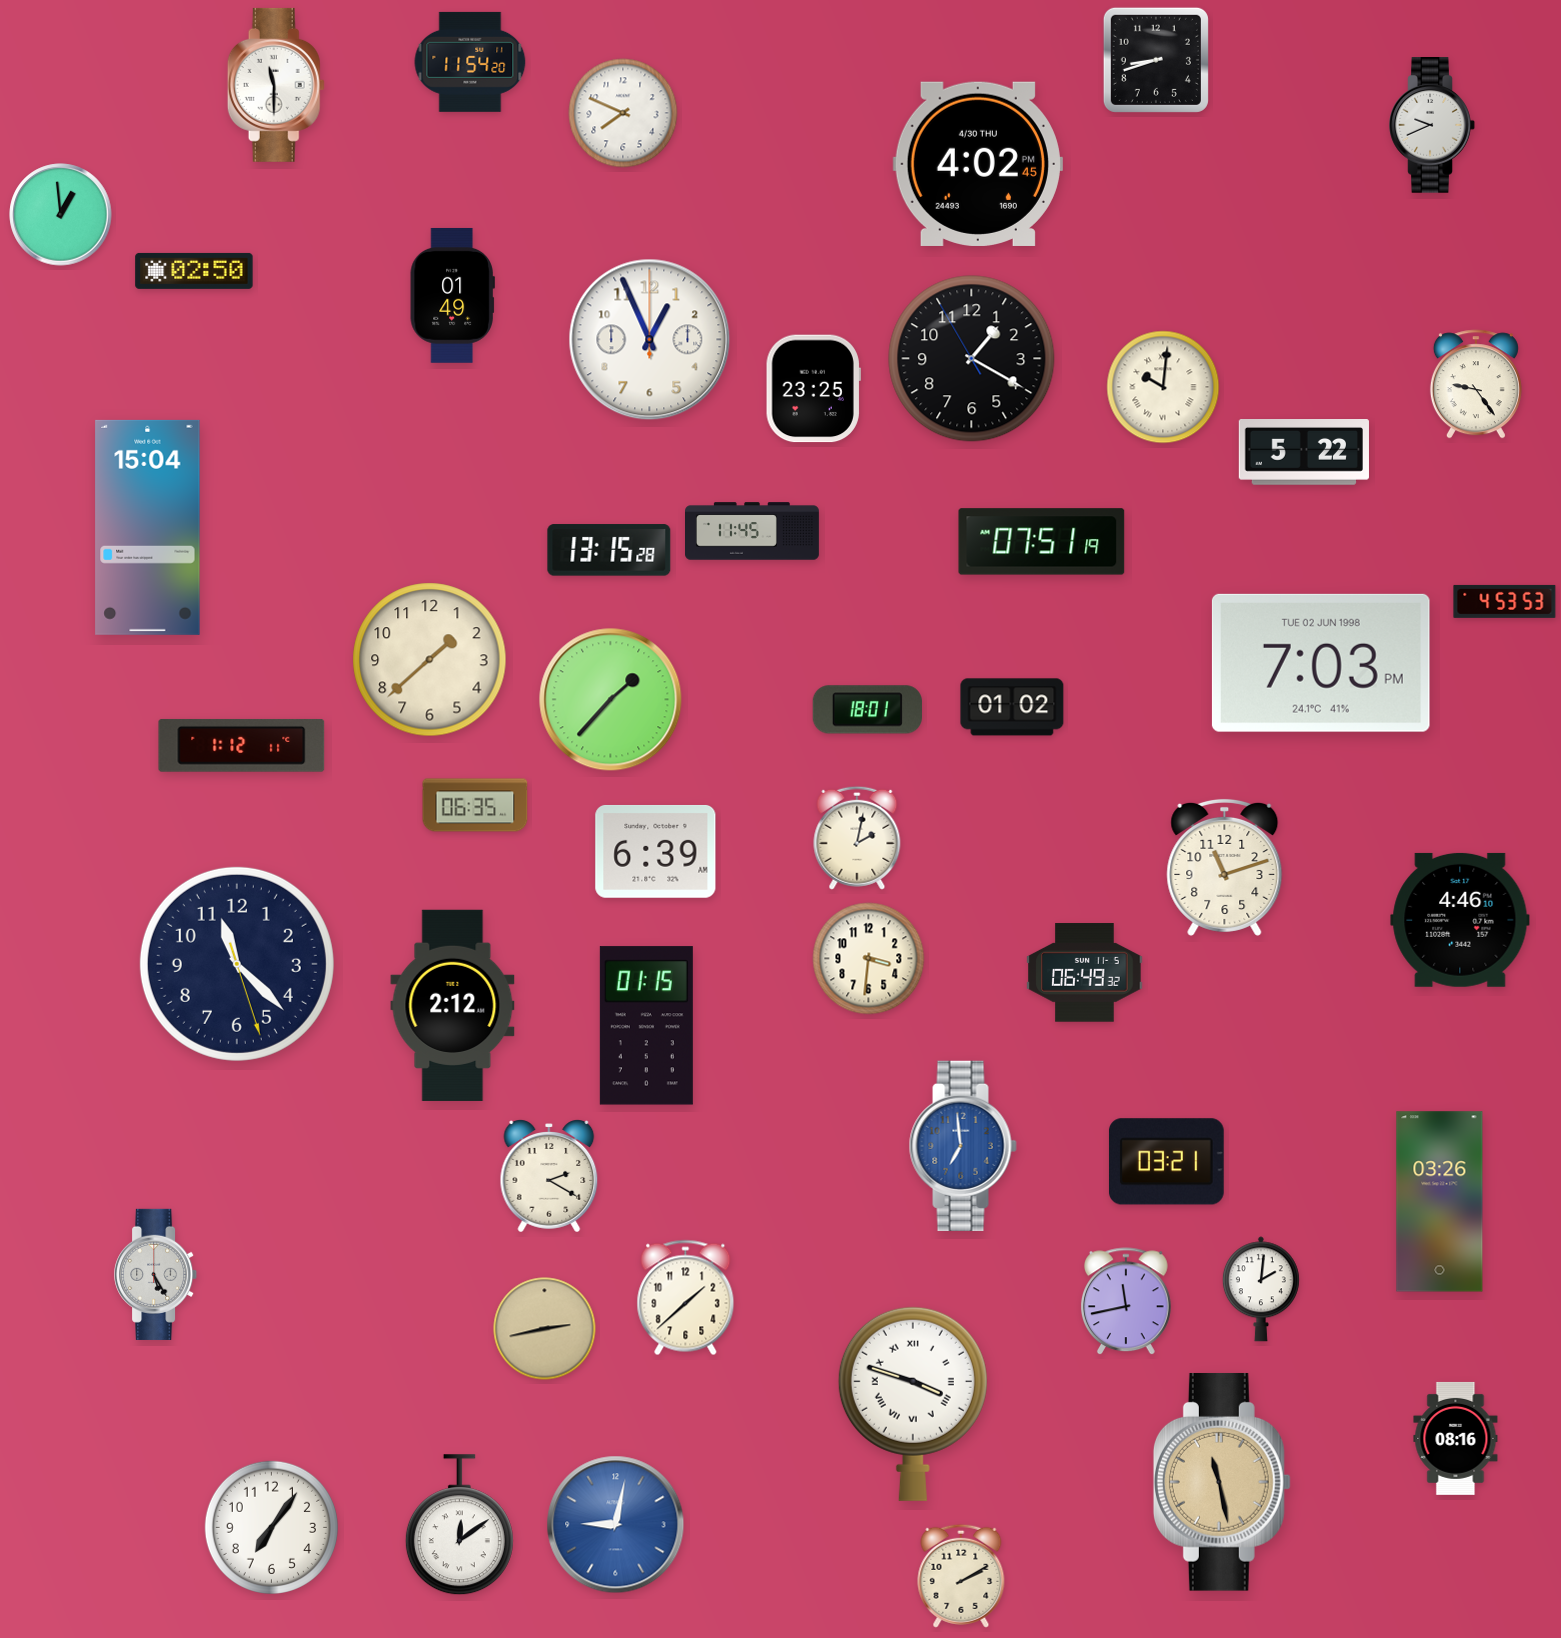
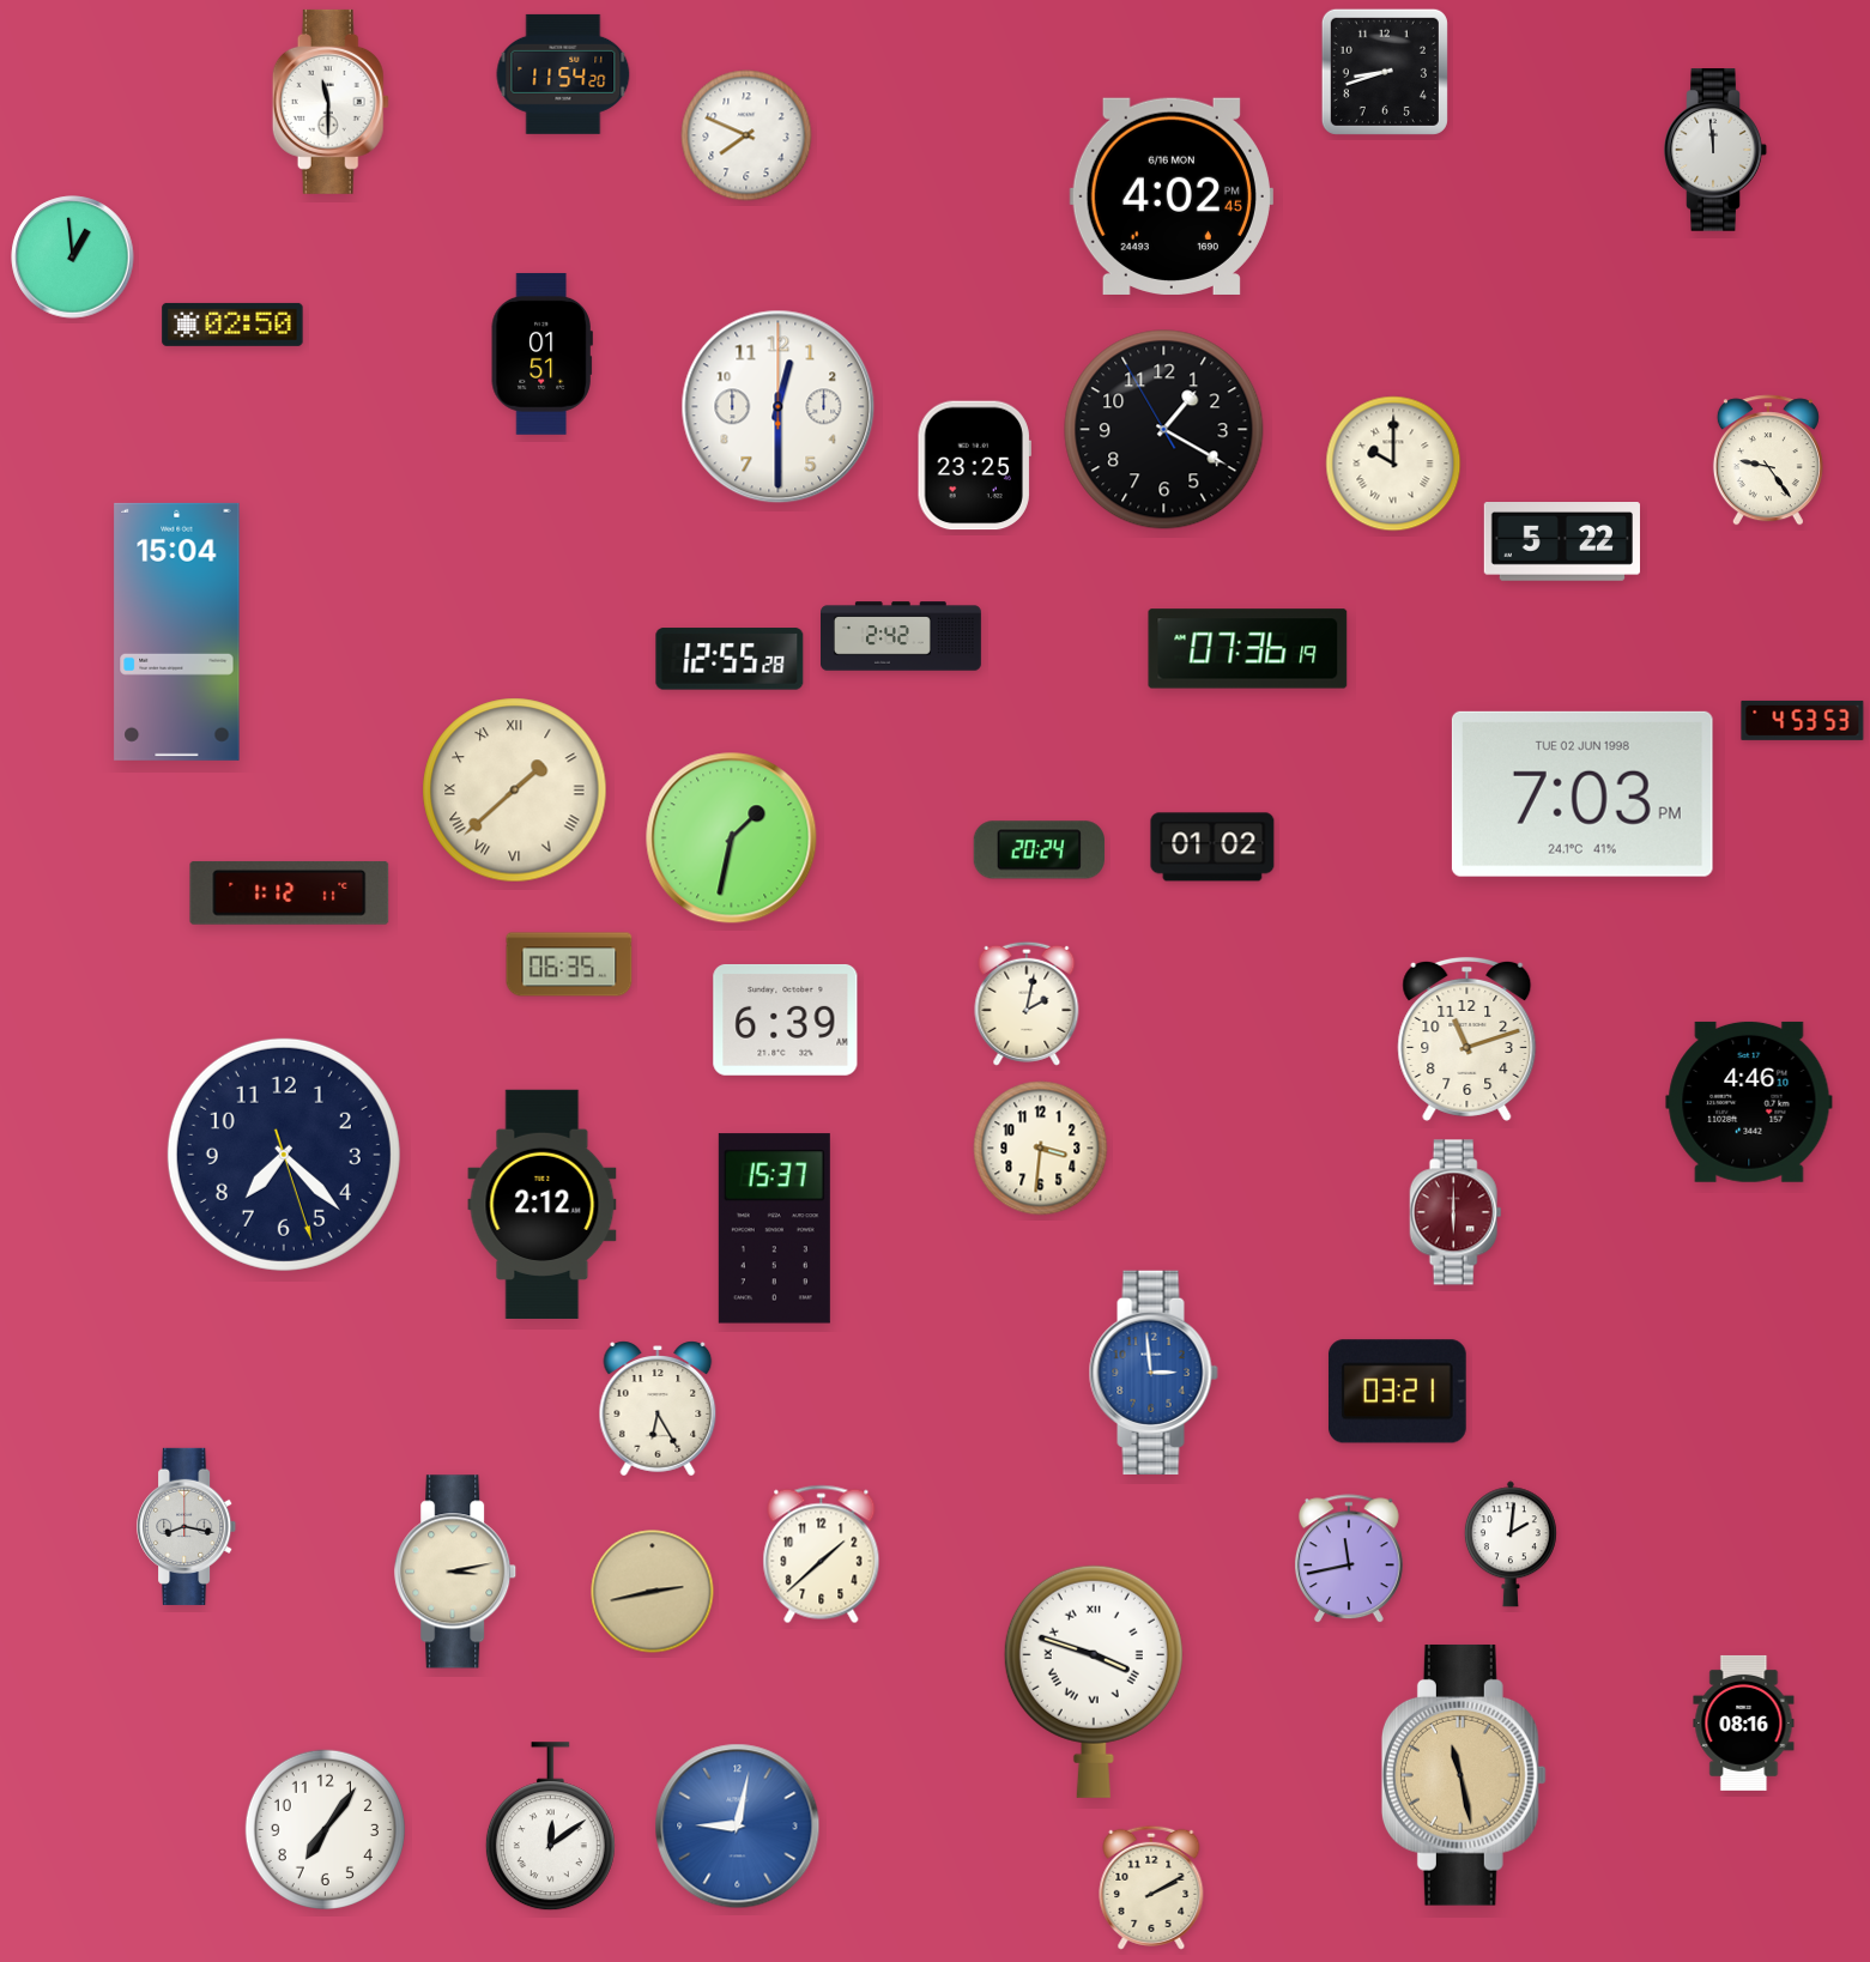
clock at (1432, 125): 9:41 -> 11:59
clock at (978, 164) date: 4/30 THU -> 6/16 MON
clock at (452, 295): 01:49 -> 01:51
clock at (650, 340): 12:56 -> 12:30
clock at (1163, 387): 10:01 -> 10:00
clock at (753, 531): 11:45 -> 2:42
clock at (1042, 542): 07:51 -> 07:36
clock at (609, 550): 13:15 -> 12:55
clock at (430, 660) numerals: Arabic -> Roman
clock at (611, 700): 1:37 -> 1:32
clock at (867, 710): 18:01 -> 20:24
clock at (237, 964): 11:22 -> 7:22
clock at (1085, 973): 06:49 -> none
clock at (1456, 1212): none -> 6:00
clock at (646, 1026): 01:15 -> 15:37
clock at (963, 1146): 6:59 -> 2:59
clock at (549, 1176): 2:20 -> 6:25
clock at (1440, 1202): 03:26 -> none
clock at (156, 1274): 5:25 -> 8:17
clock at (456, 1572): none -> 3:13
